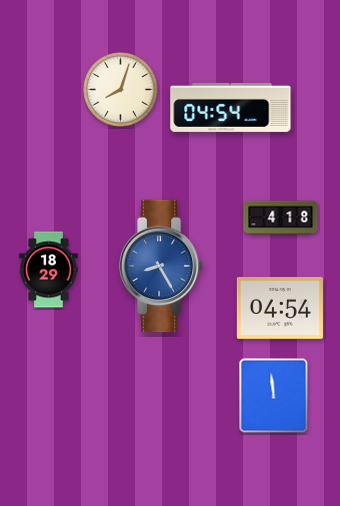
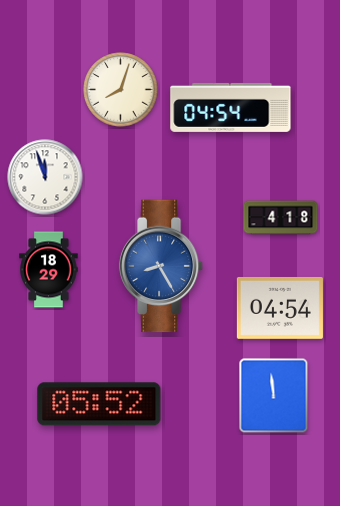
clock at (45, 177): none -> 11:57
clock at (99, 404): none -> 05:52
